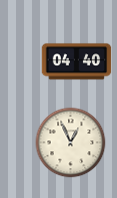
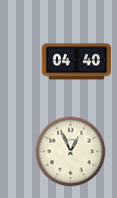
clock at (71, 143) position: (71, 143) -> (71, 152)
